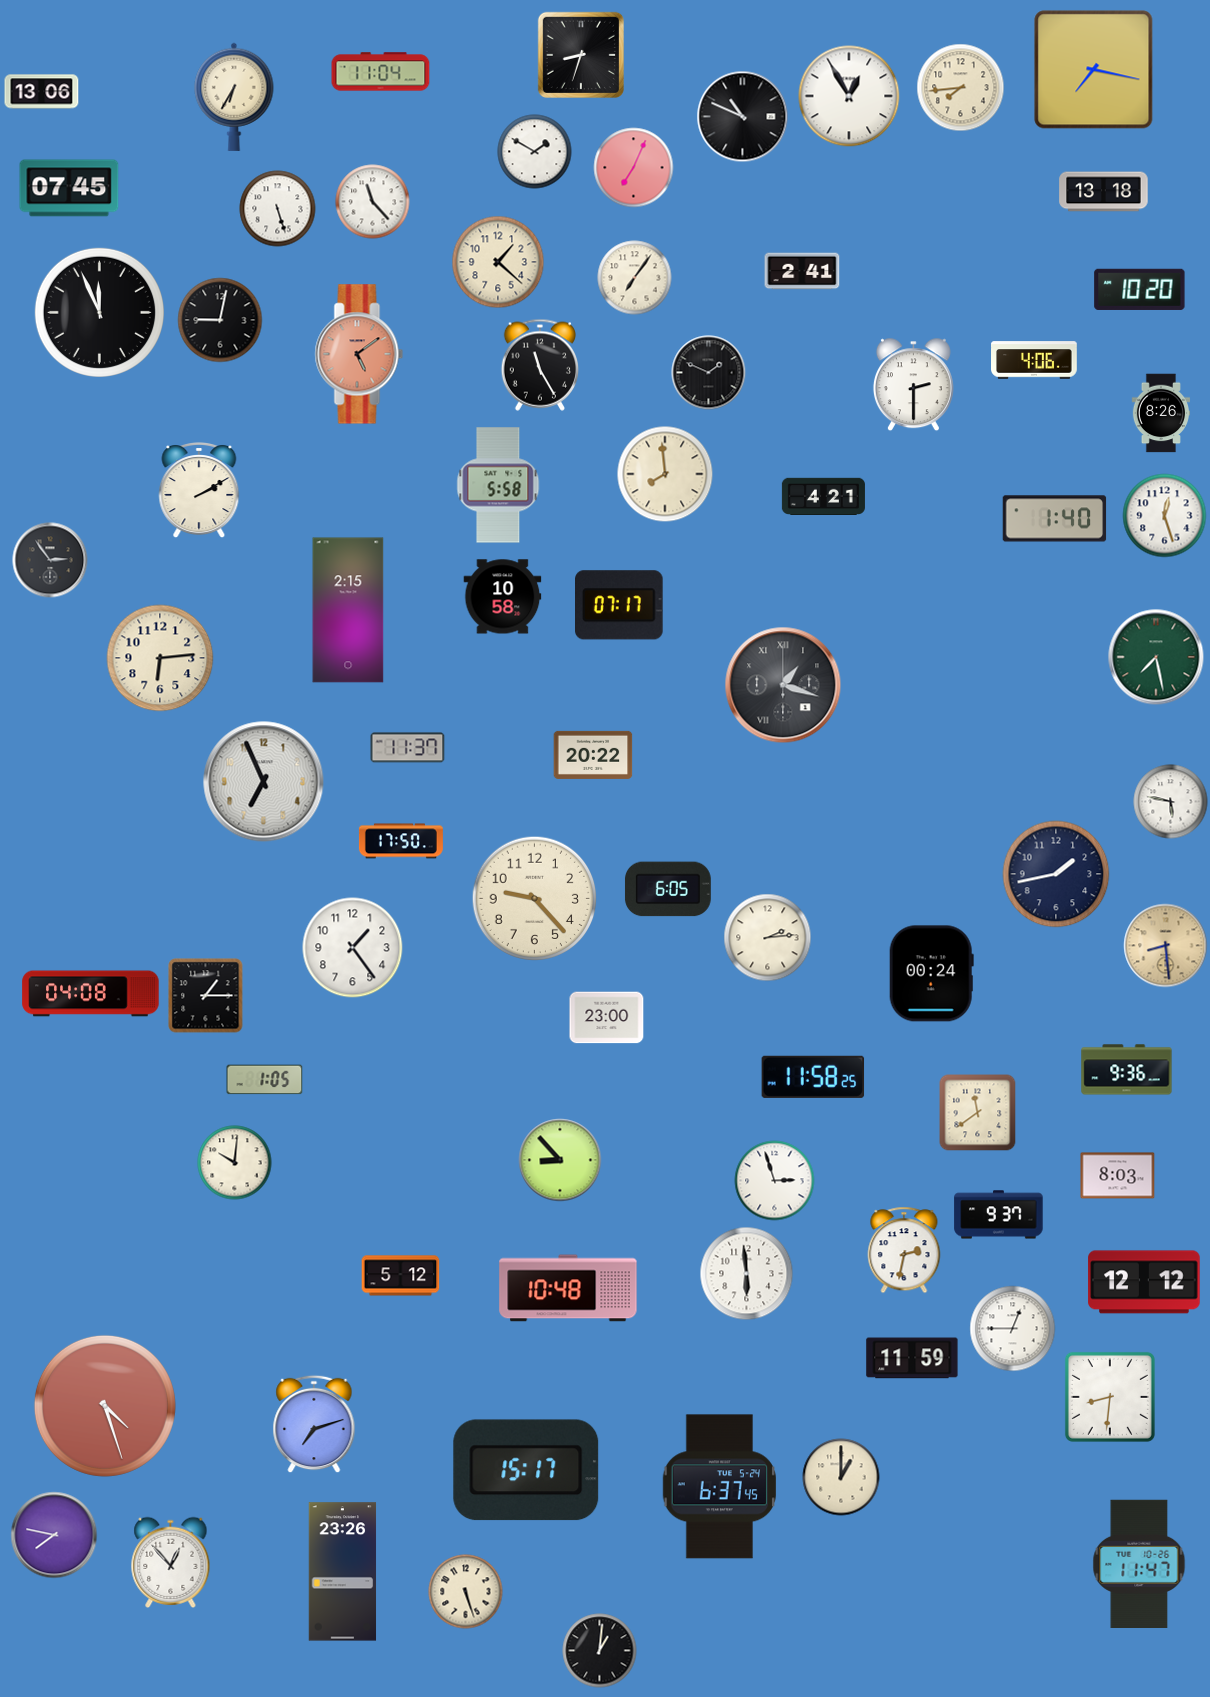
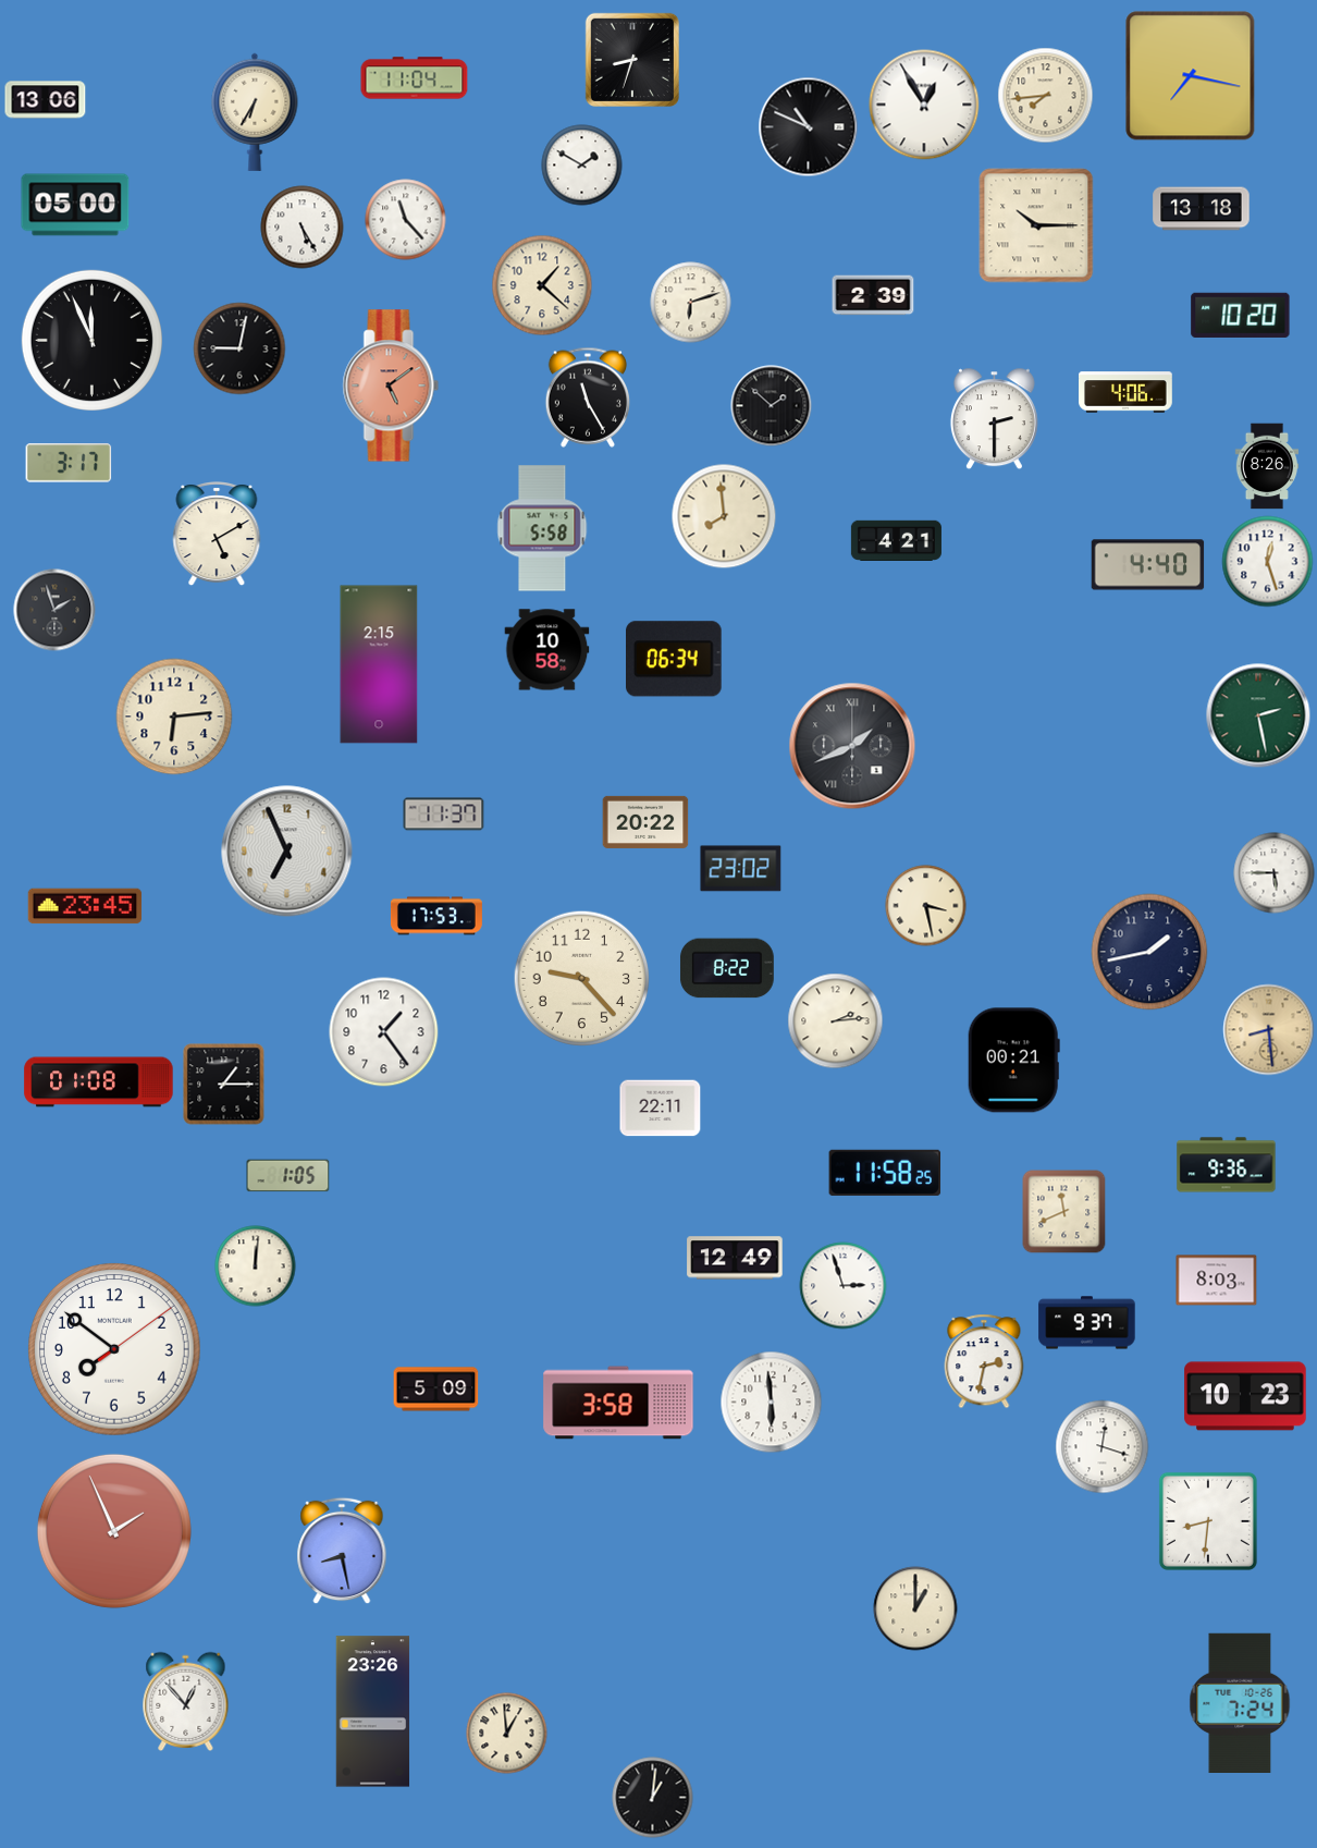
clock at (234, 97) position: (234, 97) -> (255, 112)
clock at (634, 168): 7:04 -> none
clock at (69, 188): 07:45 -> 05:00
clock at (1036, 225): none -> 10:15
clock at (278, 209): 5:27 -> 5:25
clock at (802, 271): 2:41 -> 2:39
clock at (635, 278): 7:06 -> 6:12
clock at (99, 312) position: (99, 312) -> (91, 340)
clock at (709, 373): 1:49 -> 1:52
clock at (1160, 413) position: (1160, 413) -> (1266, 466)
clock at (69, 463): none -> 3:17
clock at (199, 491): 2:10 -> 5:10
clock at (1055, 519): 1:40 -> 4:40
clock at (50, 560): 2:54 -> 1:57
clock at (620, 605): 07:17 -> 06:34
clock at (1156, 657): 7:28 -> 2:28
clock at (783, 685): 1:18 -> 1:41
clock at (741, 869): none -> 23:02
clock at (1171, 802): 5:47 -> 5:45
clock at (85, 906): none -> 23:45
clock at (926, 906): none -> 3:28
clock at (401, 841): 17:50 -> 17:53
clock at (668, 889): 6:05 -> 8:22
clock at (931, 974): 00:24 -> 00:21
clock at (91, 994): 04:08 -> 01:08
clock at (607, 1018): 23:00 -> 22:11
clock at (978, 1113): 11:39 -> 11:41
clock at (735, 1258): none -> 12:49
clock at (560, 1160): 8:53 -> none
clock at (235, 1163): 10:01 -> 12:01
clock at (114, 1349): none -> 7:51
clock at (747, 1274) position: (747, 1274) -> (772, 1403)
clock at (401, 1276): 5:12 -> 5:09
clock at (1144, 1282): 12:12 -> 10:23
clock at (568, 1288): 10:48 -> 3:58
clock at (1013, 1329): 12:45 -> 12:18
clock at (912, 1358): 11:59 -> none
clock at (105, 1406): 4:27 -> 1:56
clock at (314, 1424): 7:12 -> 8:28
clock at (526, 1470): 15:17 -> none
clock at (719, 1487): 6:37 -> none
clock at (54, 1535): 7:47 -> none
clock at (1139, 1563): 11:47 -> 7:24
clock at (466, 1592): 5:27 -> 12:59
